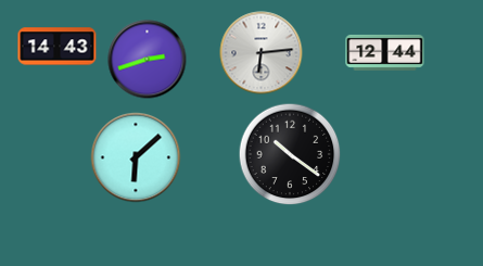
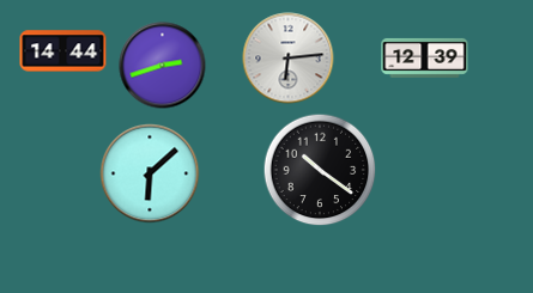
clock at (58, 47): 14:43 -> 14:44
clock at (385, 52): 12:44 -> 12:39
